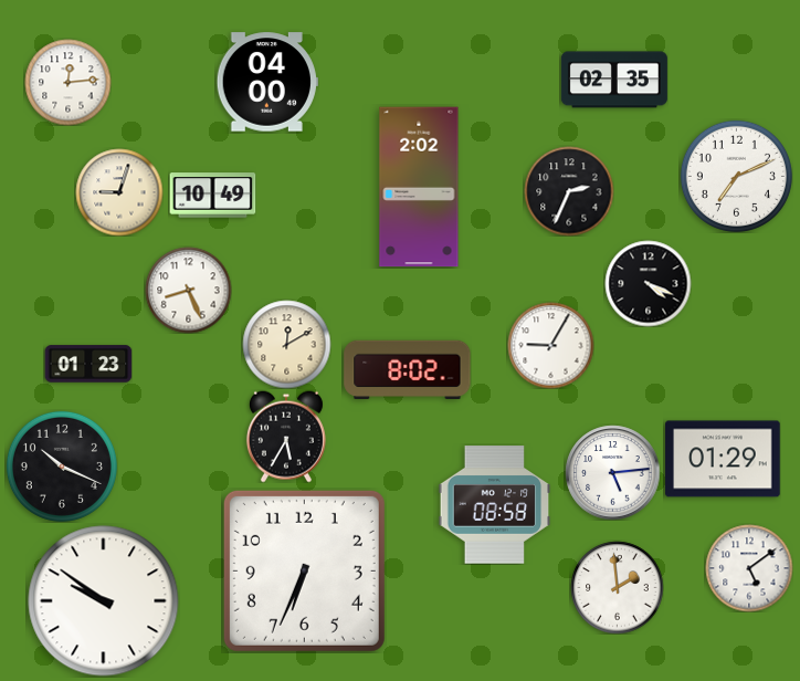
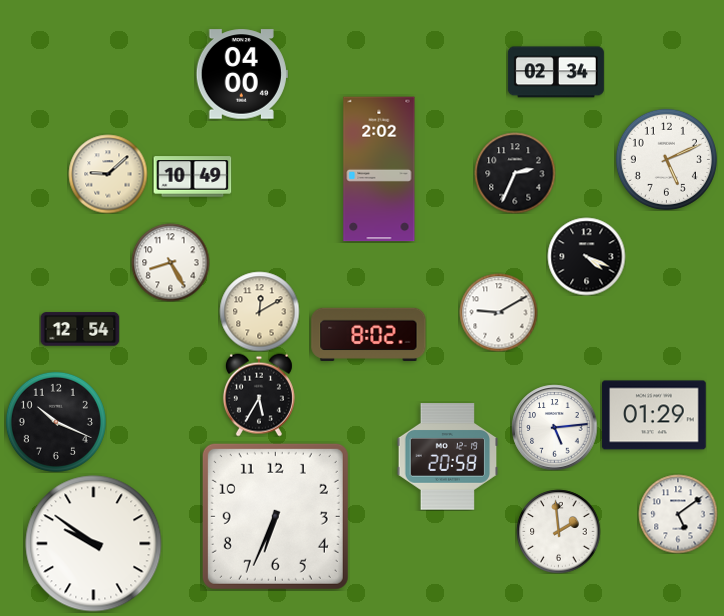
clock at (614, 80): 02:35 -> 02:34
clock at (67, 82): 12:14 -> none
clock at (736, 176): 7:11 -> 5:11
clock at (119, 192): 9:03 -> 9:08
clock at (188, 290): 8:26 -> 8:25
clock at (550, 345): 9:05 -> 9:10
clock at (88, 364): 01:23 -> 12:54
clock at (495, 505): 08:58 -> 20:58
